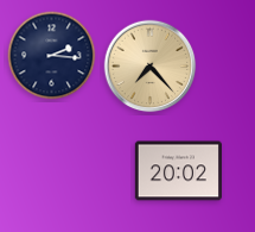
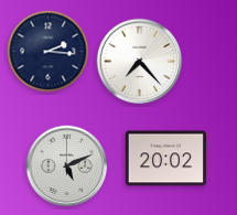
clock at (151, 67) dial: champagne -> white
clock at (67, 166): none -> 5:11
